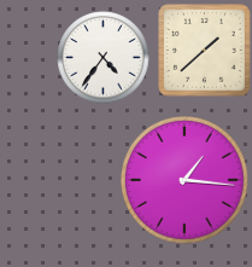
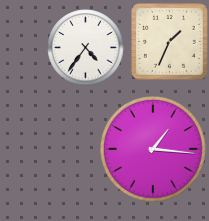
clock at (205, 51): 1:38 -> 1:34
